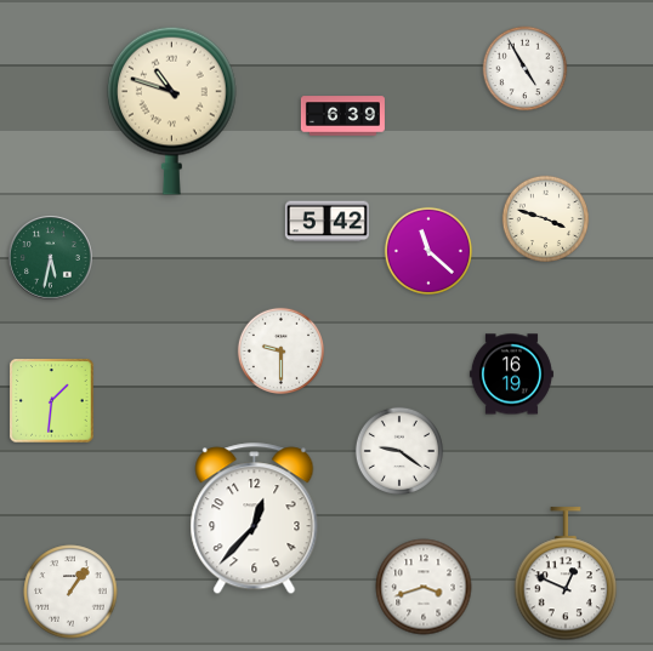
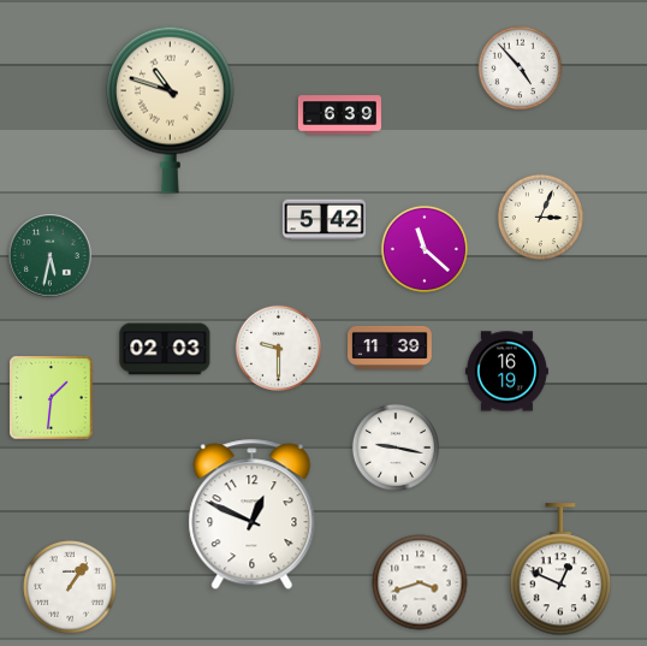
clock at (526, 69): 4:55 -> 4:53
clock at (545, 218): 3:48 -> 3:04
clock at (391, 348): none -> 11:39
clock at (165, 349): none -> 02:03
clock at (399, 451): 9:21 -> 9:17
clock at (255, 519): 12:37 -> 12:49
